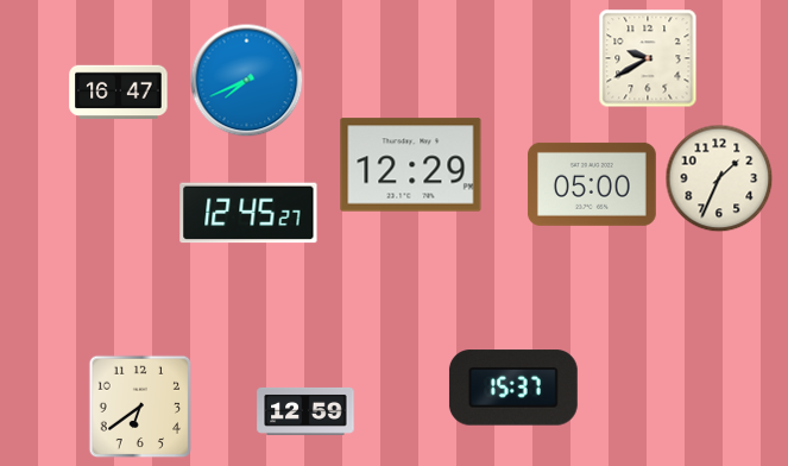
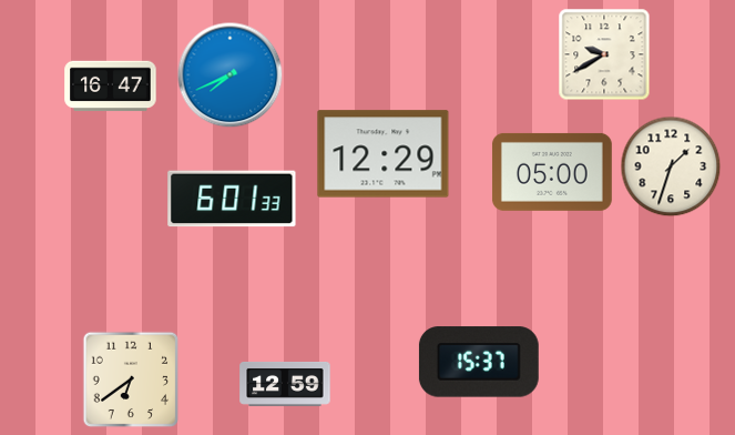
clock at (719, 178): 1:34 -> 1:33
clock at (248, 213): 12:45 -> 6:01
